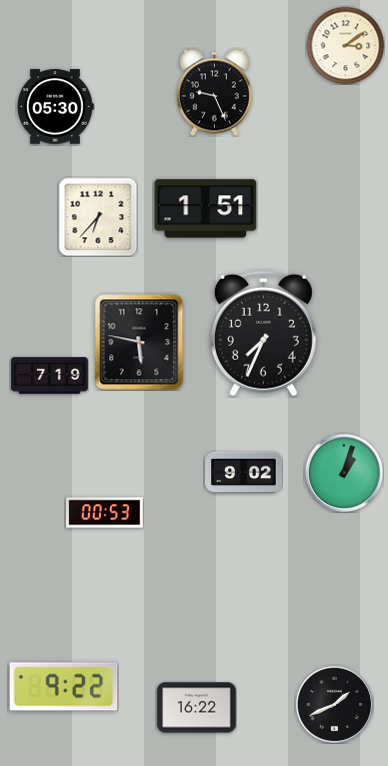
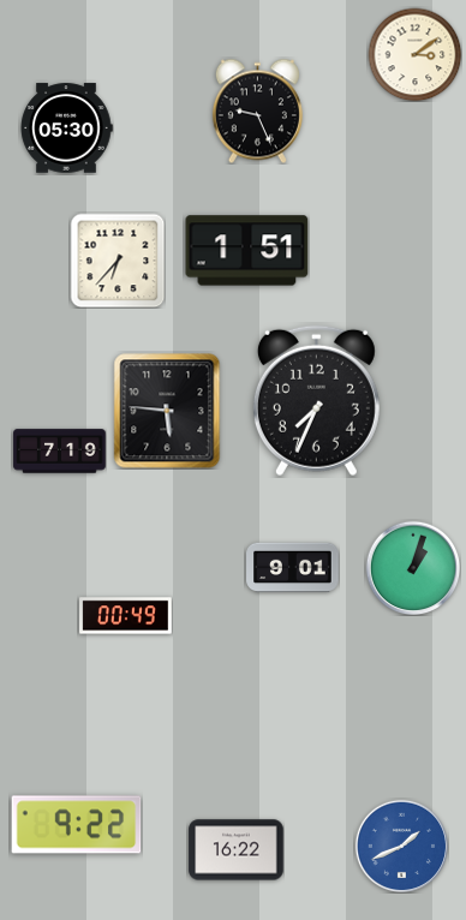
clock at (139, 342): 5:47 -> 5:46
clock at (244, 473): 9:02 -> 9:01
clock at (105, 513): 00:53 -> 00:49
clock at (334, 704) dial: black -> blue
